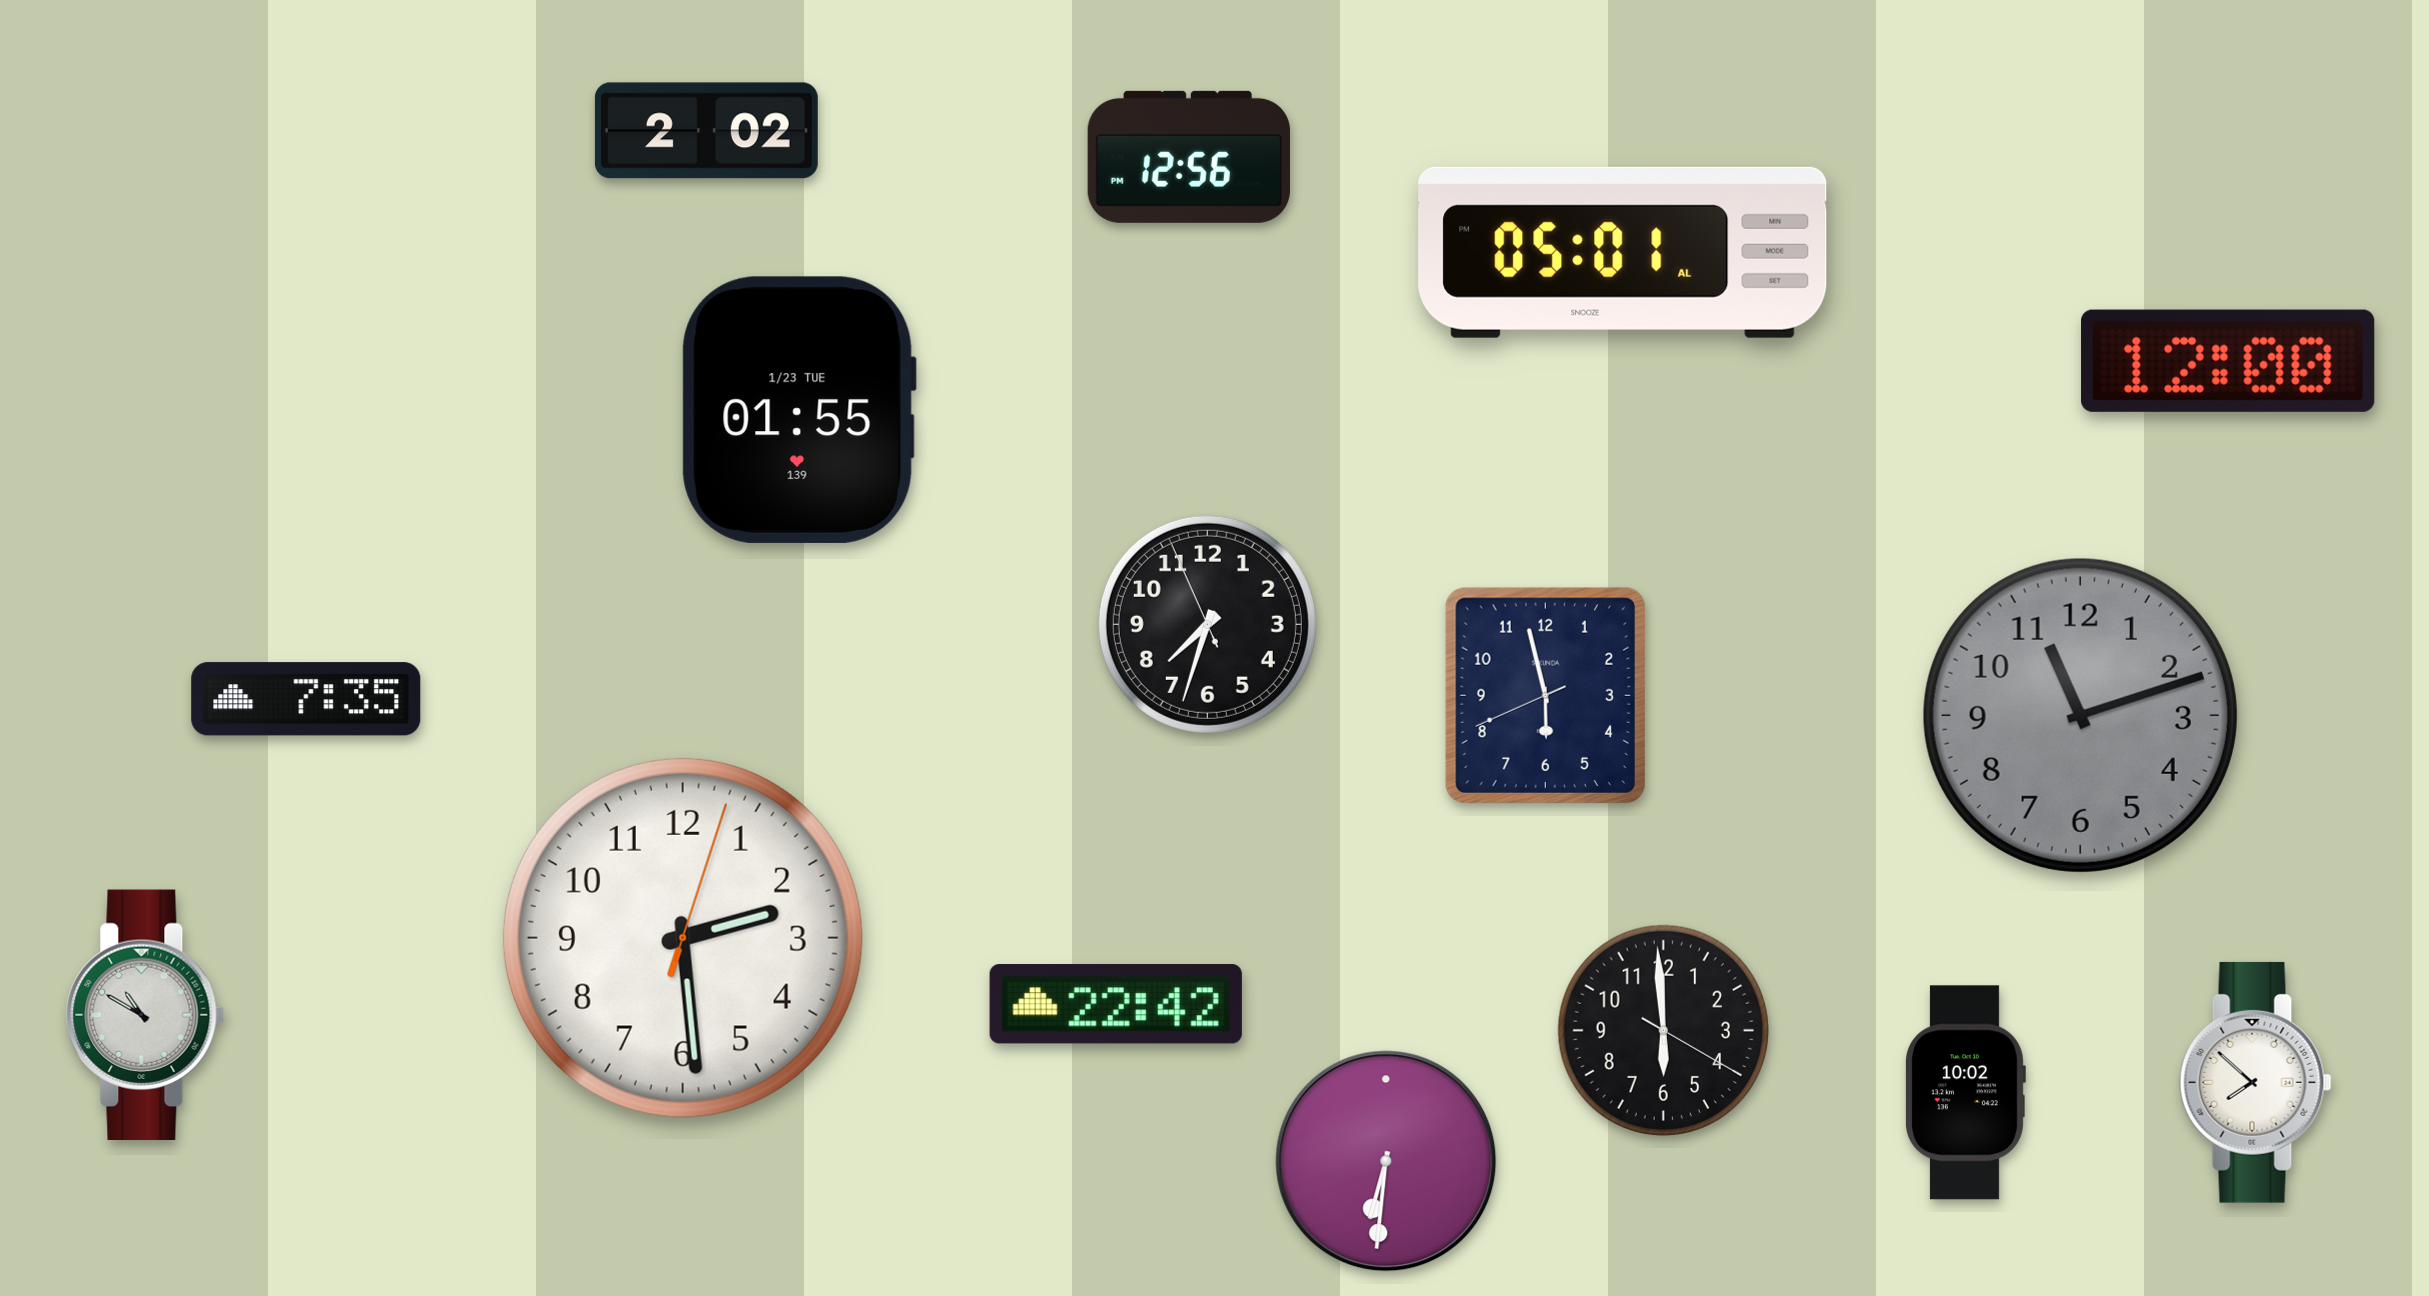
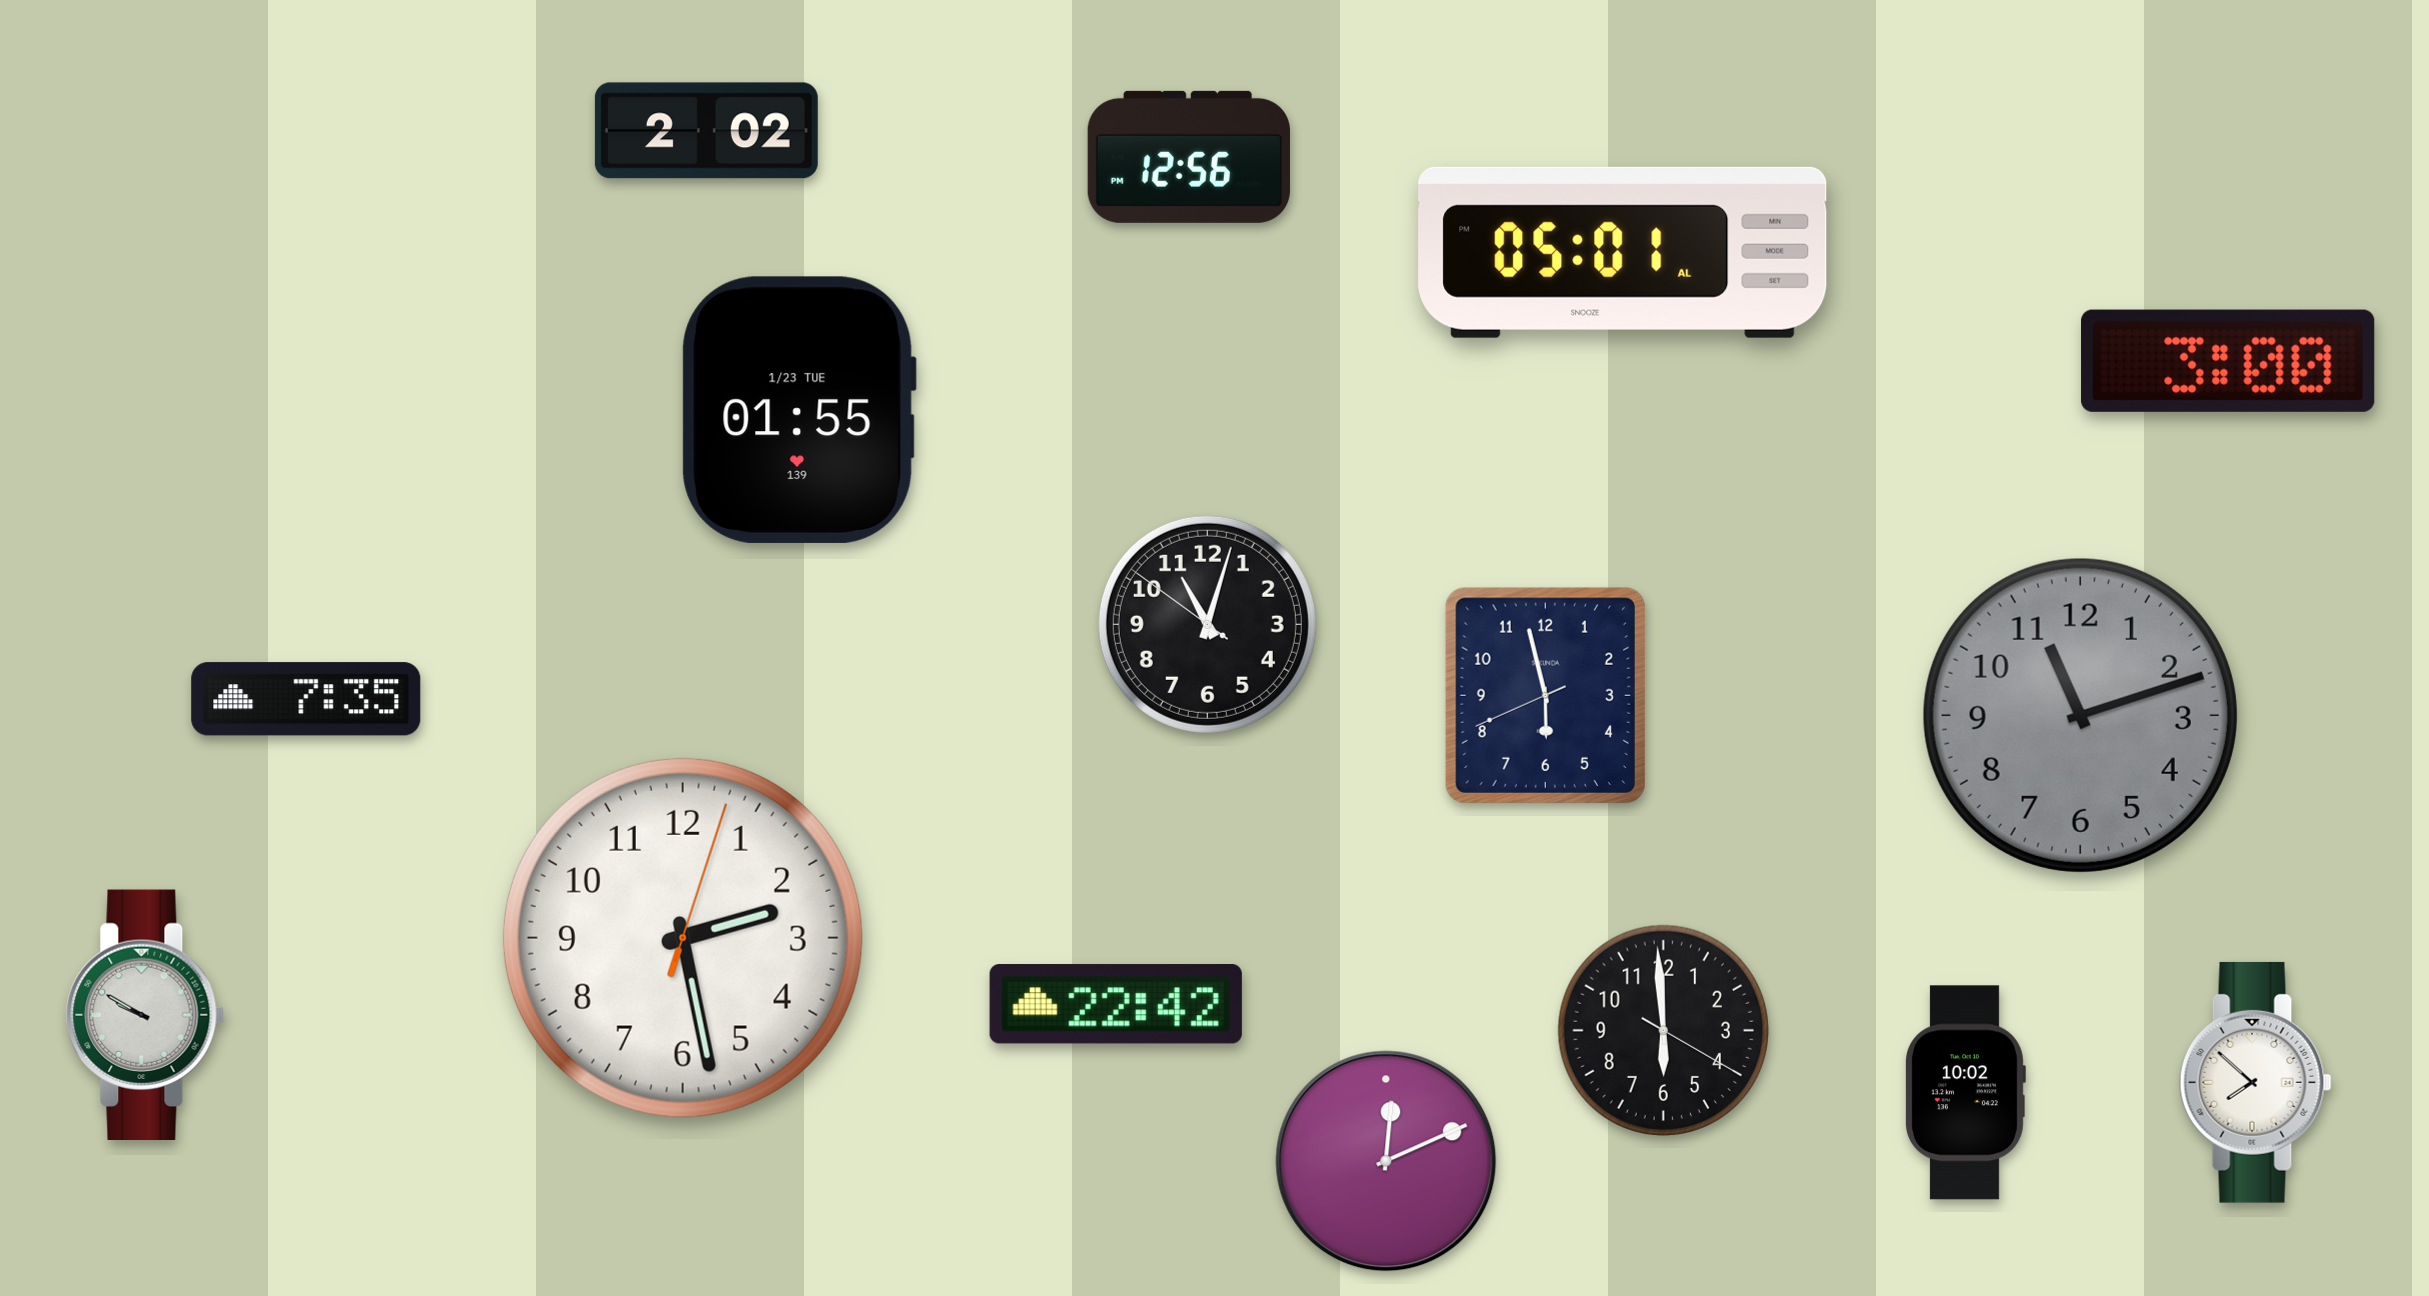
clock at (2228, 361): 12:00 -> 3:00
clock at (1207, 624): 7:32 -> 11:02
clock at (683, 938): 2:29 -> 2:28
clock at (145, 1014): 10:50 -> 9:50
clock at (1386, 1161): 6:31 -> 12:11
